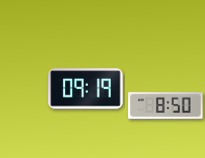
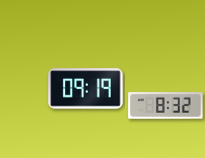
clock at (166, 106): 8:50 -> 8:32
